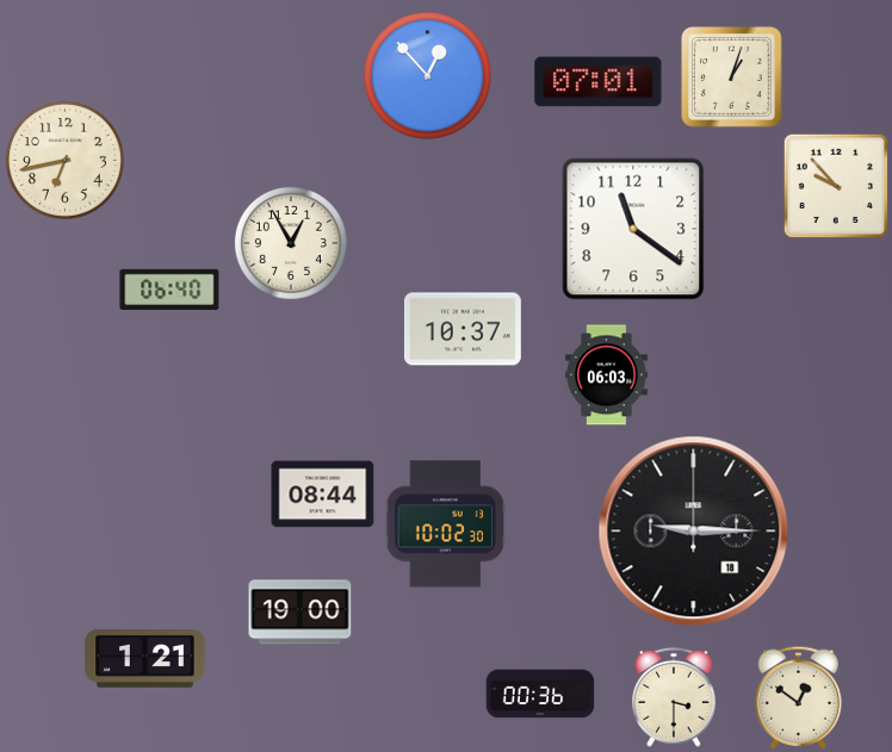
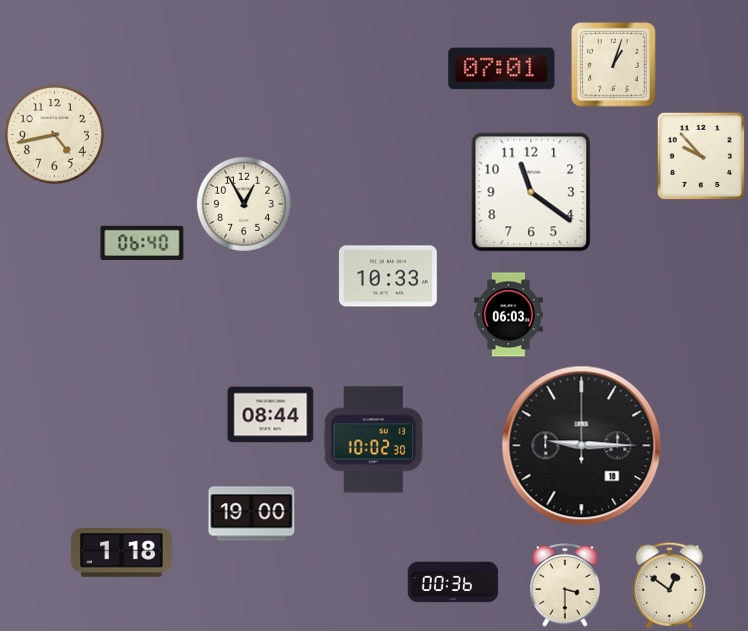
clock at (427, 75): 12:53 -> none
clock at (64, 160): 6:43 -> 4:43
clock at (463, 329): 10:37 -> 10:33
clock at (145, 659): 1:21 -> 1:18
